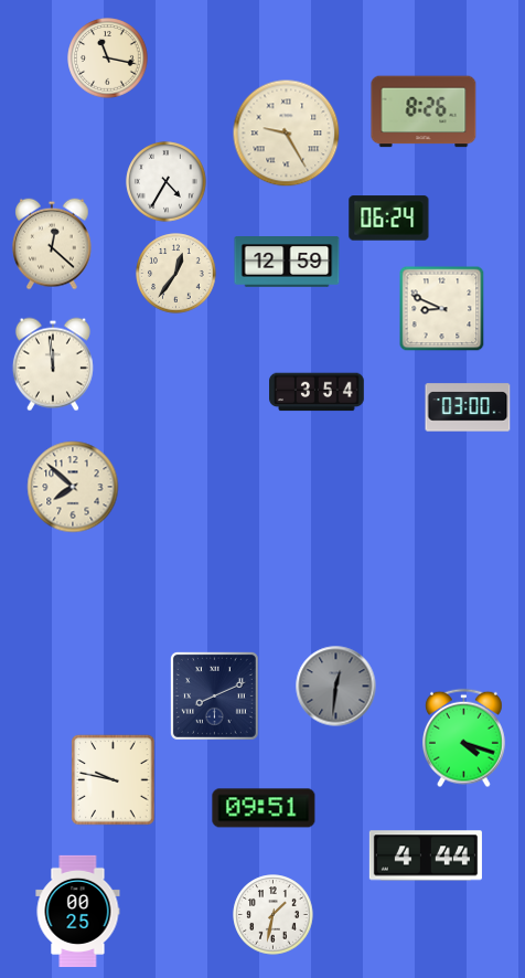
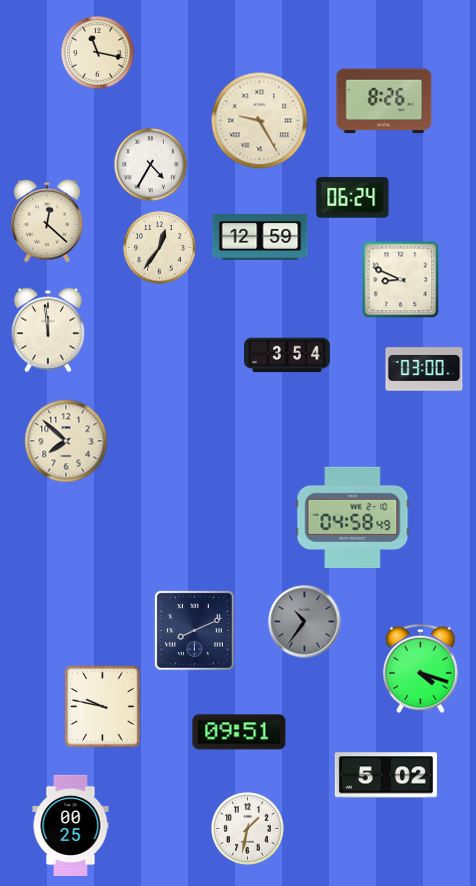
clock at (353, 517): none -> 04:58
clock at (336, 687): 12:31 -> 10:36
clock at (426, 855): 4:44 -> 5:02
